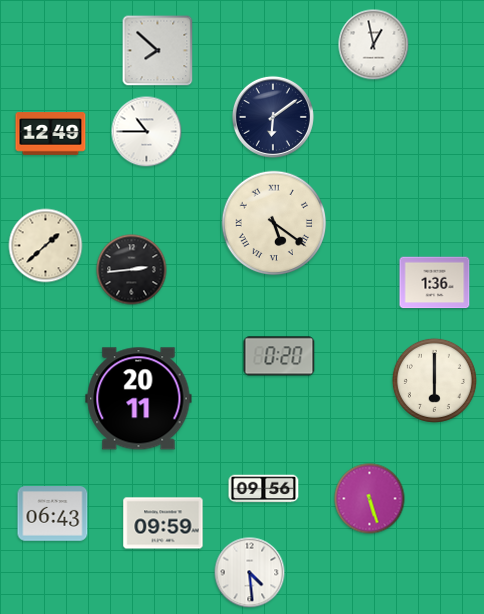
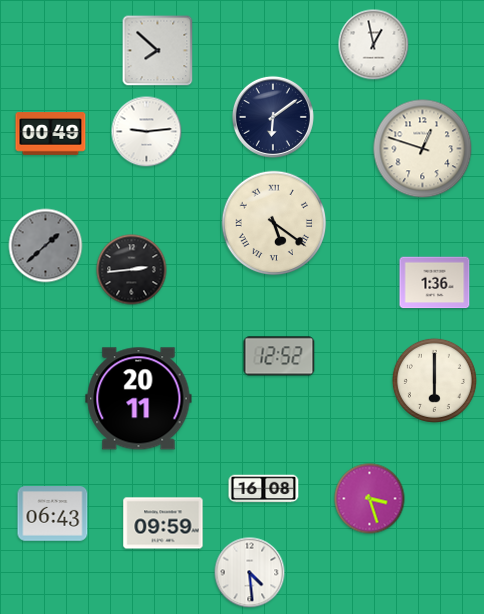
clock at (147, 132): 10:45 -> 9:14
clock at (51, 134): 12:49 -> 00:49
clock at (423, 149): none -> 12:48
clock at (46, 246) dial: cream -> grey
clock at (279, 356): 0:20 -> 12:52
clock at (264, 489): 09:56 -> 16:08
clock at (370, 499): 5:27 -> 3:27
